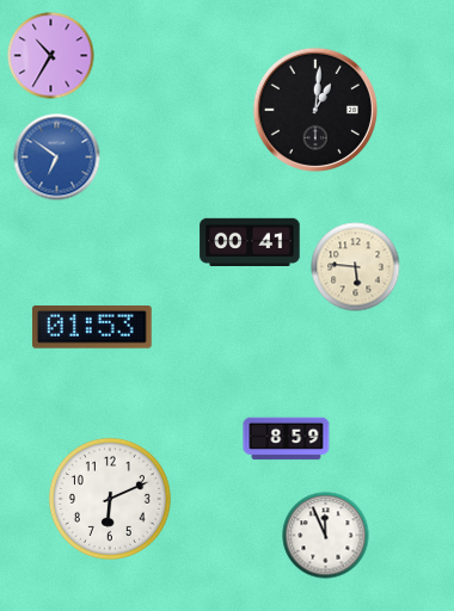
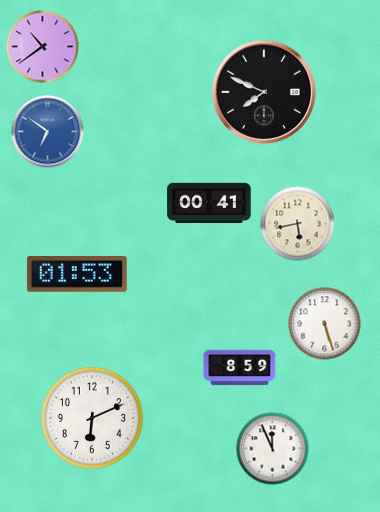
clock at (51, 56): 10:35 -> 10:39
clock at (315, 110): 1:01 -> 7:49
clock at (356, 267): 5:46 -> 5:43
clock at (325, 324): none -> 5:27
